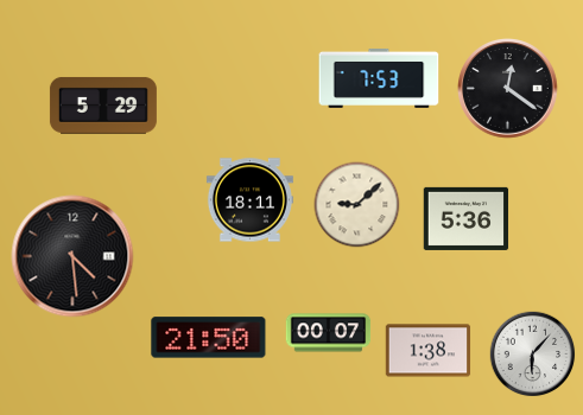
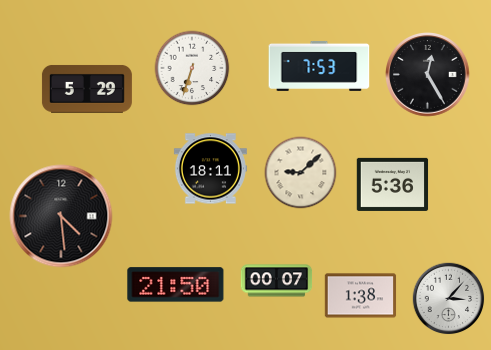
clock at (192, 68): none -> 6:33
clock at (508, 89): 12:21 -> 12:25
clock at (533, 355): 6:07 -> 3:07
